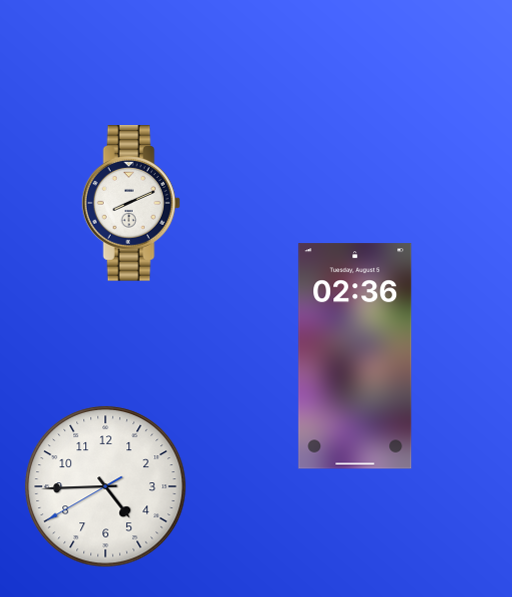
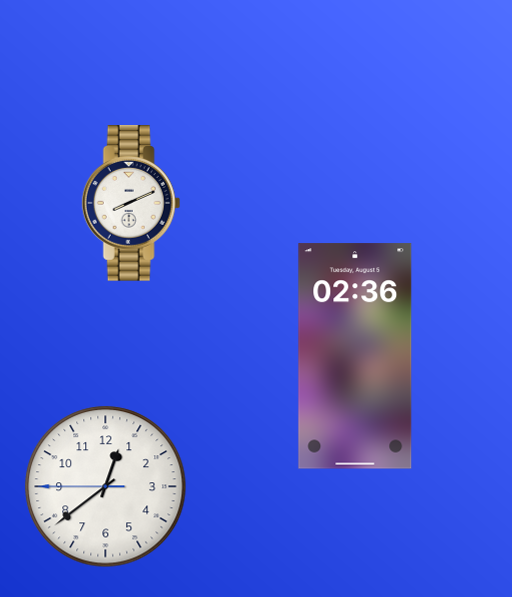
clock at (106, 487): 4:44 -> 12:38
